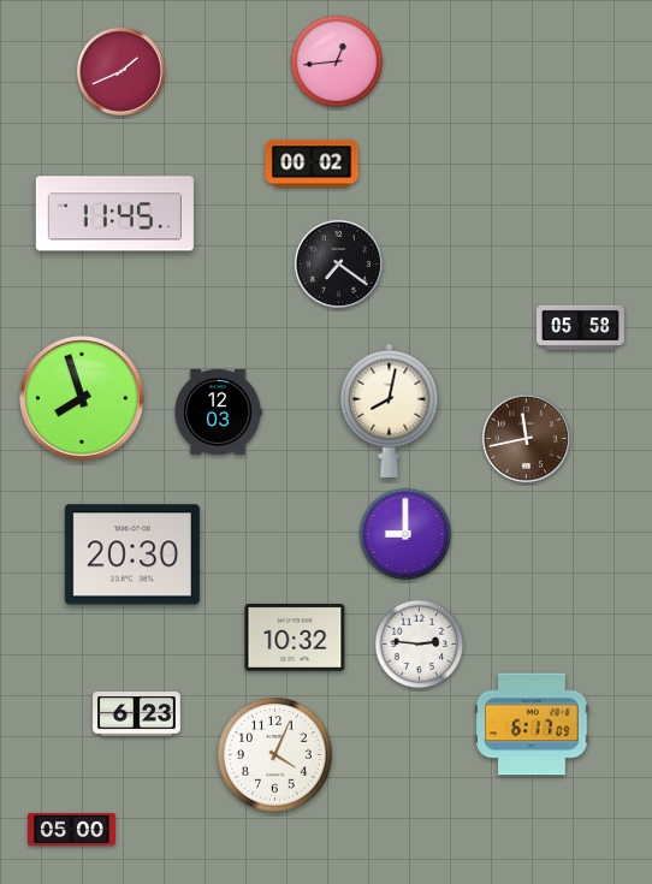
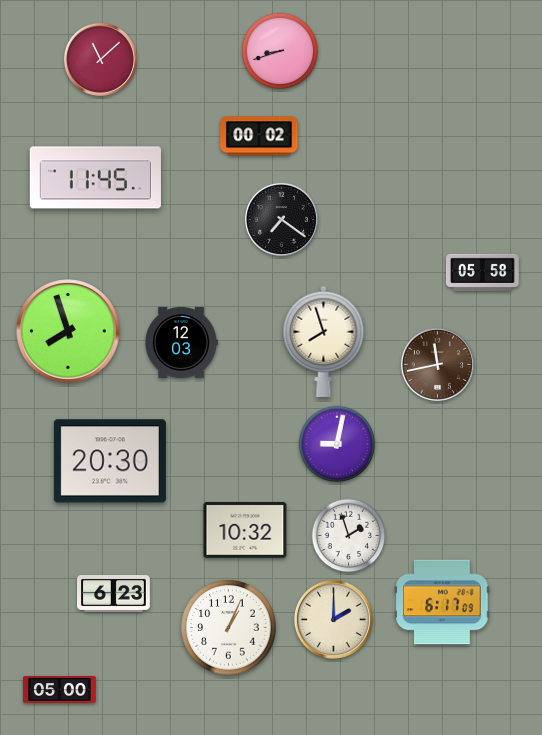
clock at (337, 61): 12:44 -> 8:42
clock at (120, 71): 1:41 -> 11:08
clock at (390, 410): 8:02 -> 7:57
clock at (405, 534): 9:00 -> 9:02
clock at (420, 645): 2:46 -> 1:57
clock at (333, 619): none -> 2:00
clock at (275, 755): 4:04 -> 1:04
